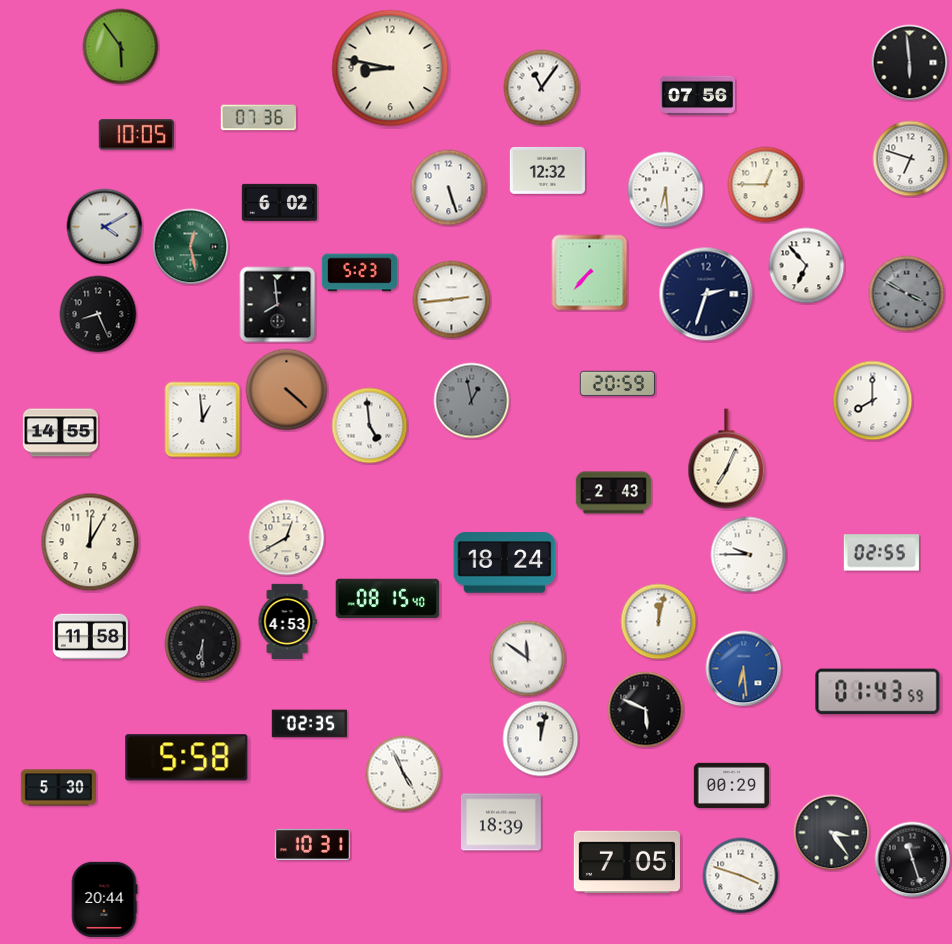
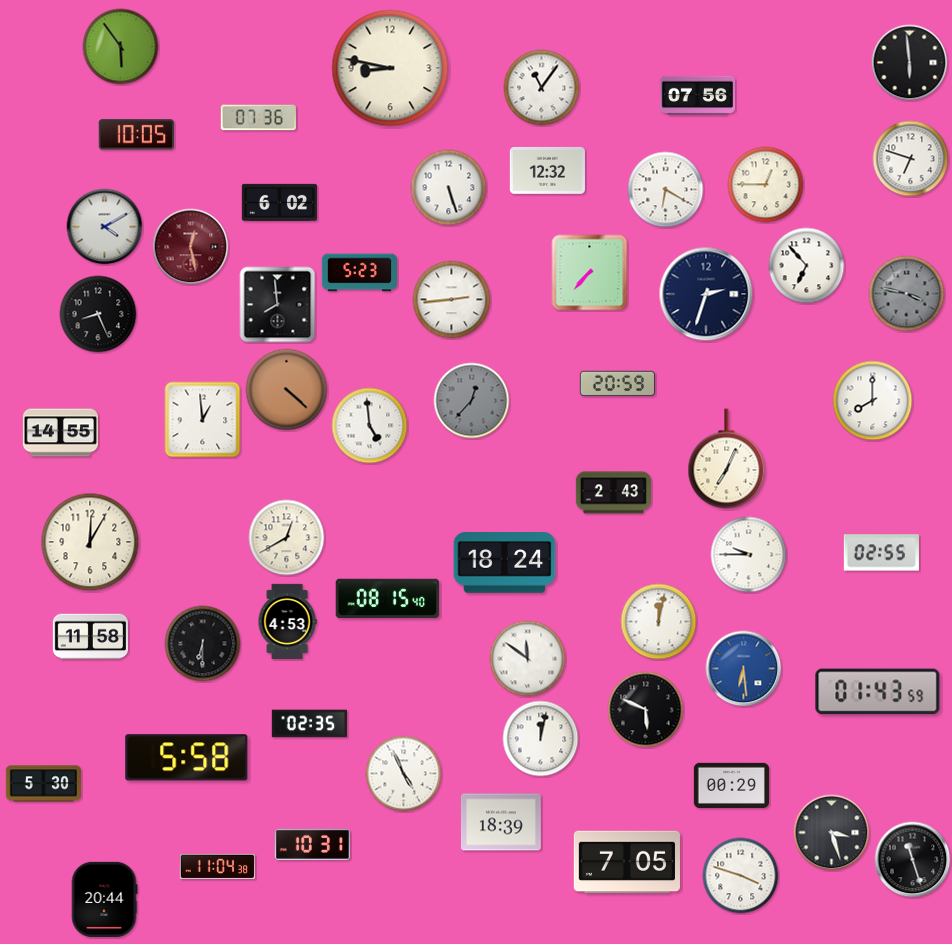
clock at (666, 190): 6:29 -> 6:20
clock at (191, 247) dial: green -> burgundy
clock at (907, 294): 3:50 -> 3:47
clock at (472, 401): 12:58 -> 12:37
clock at (58, 788) position: (58, 788) -> (43, 784)
clock at (832, 833): 3:24 -> 3:27
clock at (217, 866): none -> 11:04
